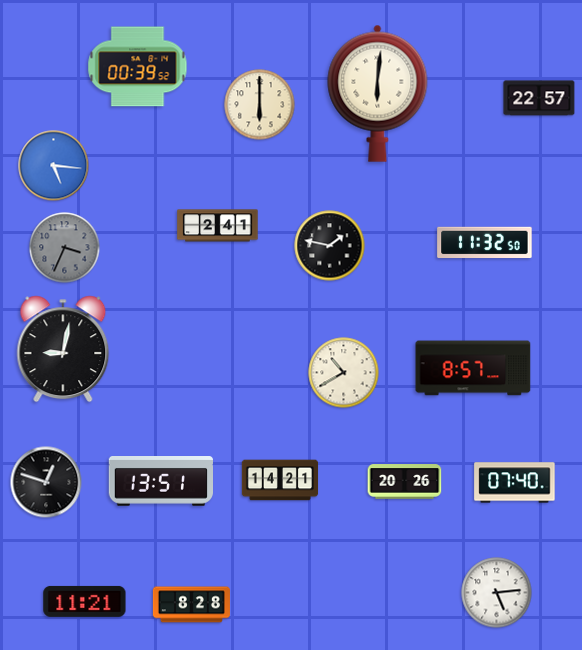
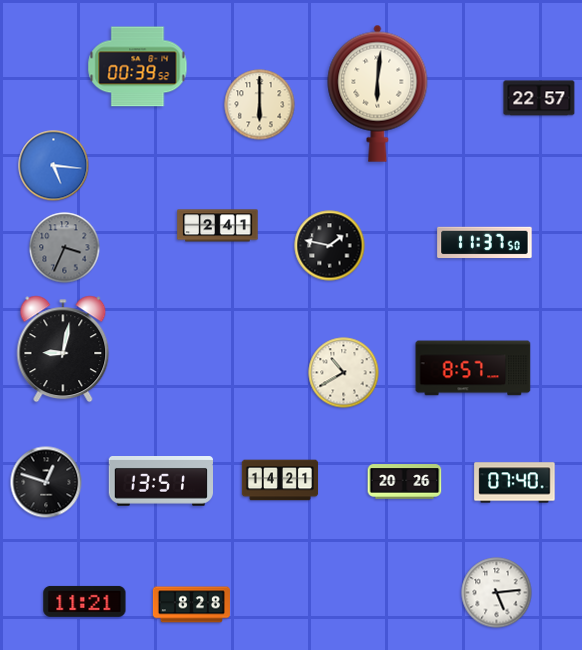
clock at (485, 243): 11:32 -> 11:37
